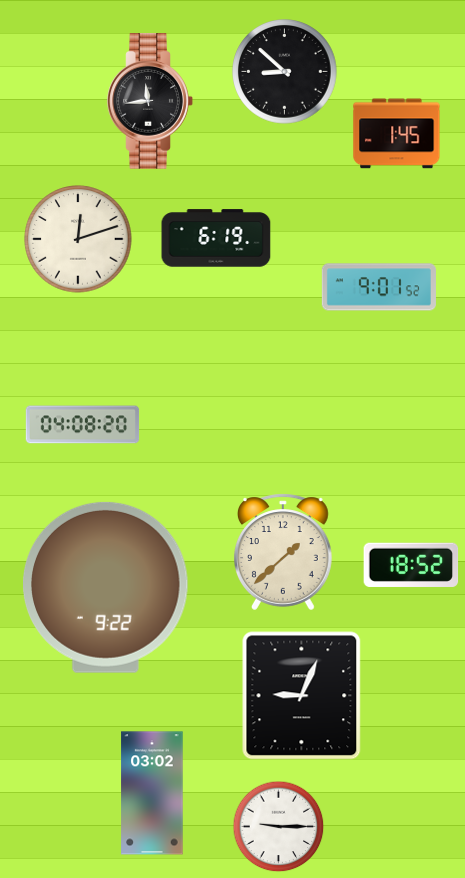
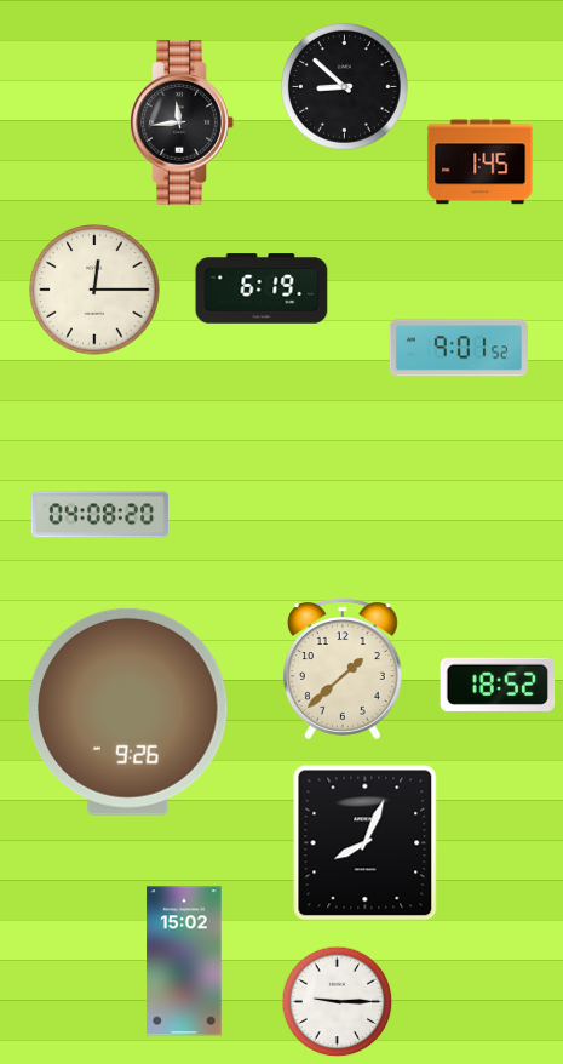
clock at (78, 239): 12:12 -> 12:15
clock at (106, 587): 9:22 -> 9:26
clock at (302, 696): 9:04 -> 8:04
clock at (152, 793): 03:02 -> 15:02
